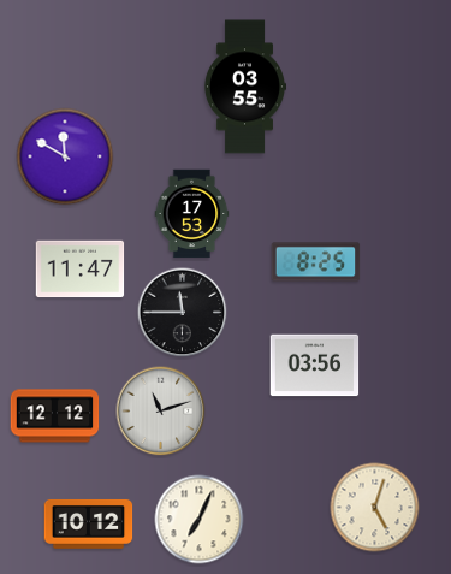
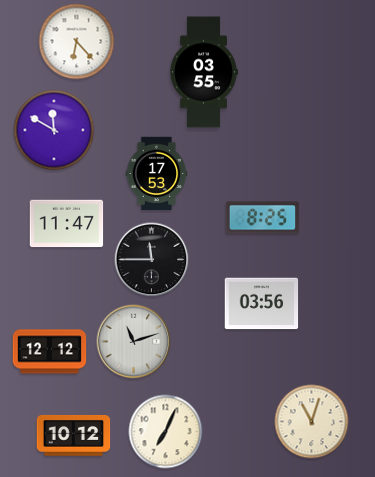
clock at (77, 42): none -> 6:23
clock at (192, 214) position: (192, 214) -> (157, 174)
clock at (55, 416) position: (55, 416) -> (50, 352)
clock at (375, 508): 5:03 -> 11:03
